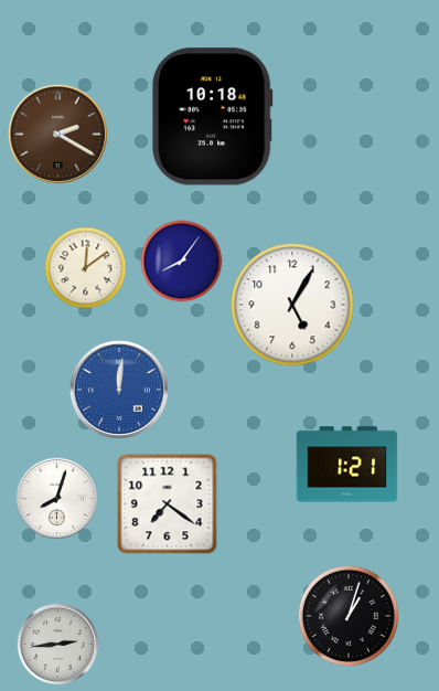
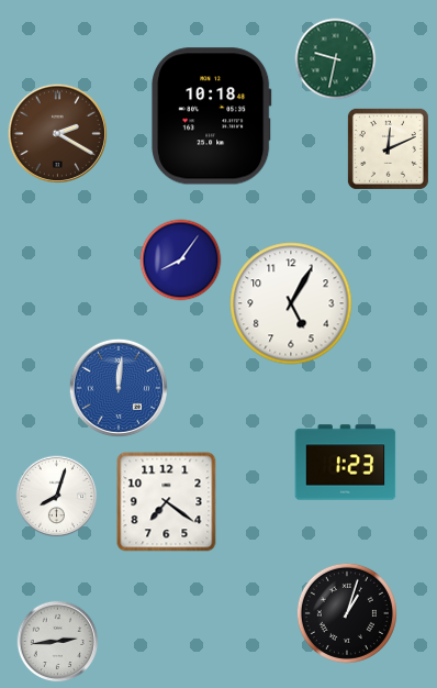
clock at (336, 59): none -> 9:32
clock at (388, 148): none -> 12:11
clock at (86, 268): 12:09 -> none
clock at (347, 465): 1:21 -> 1:23
